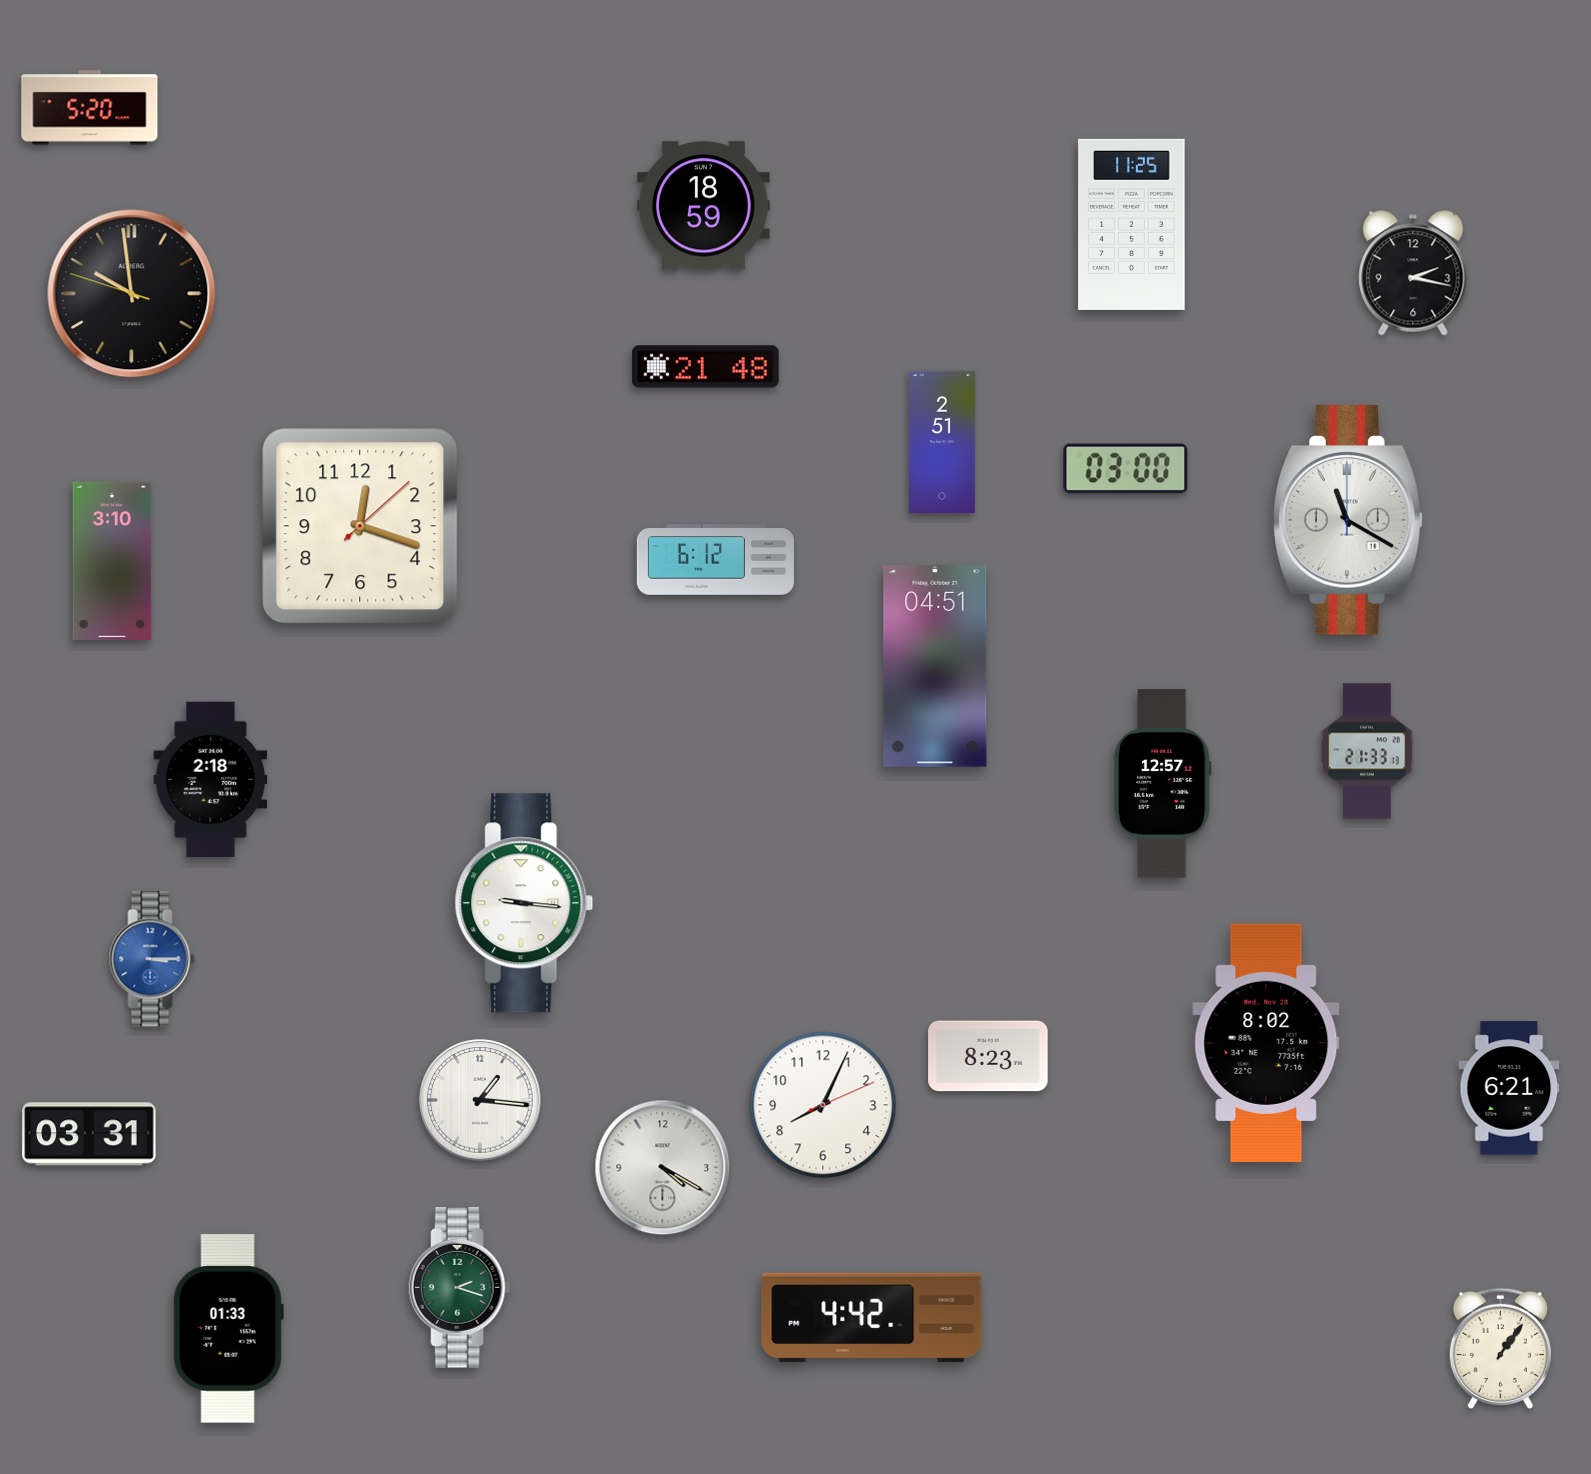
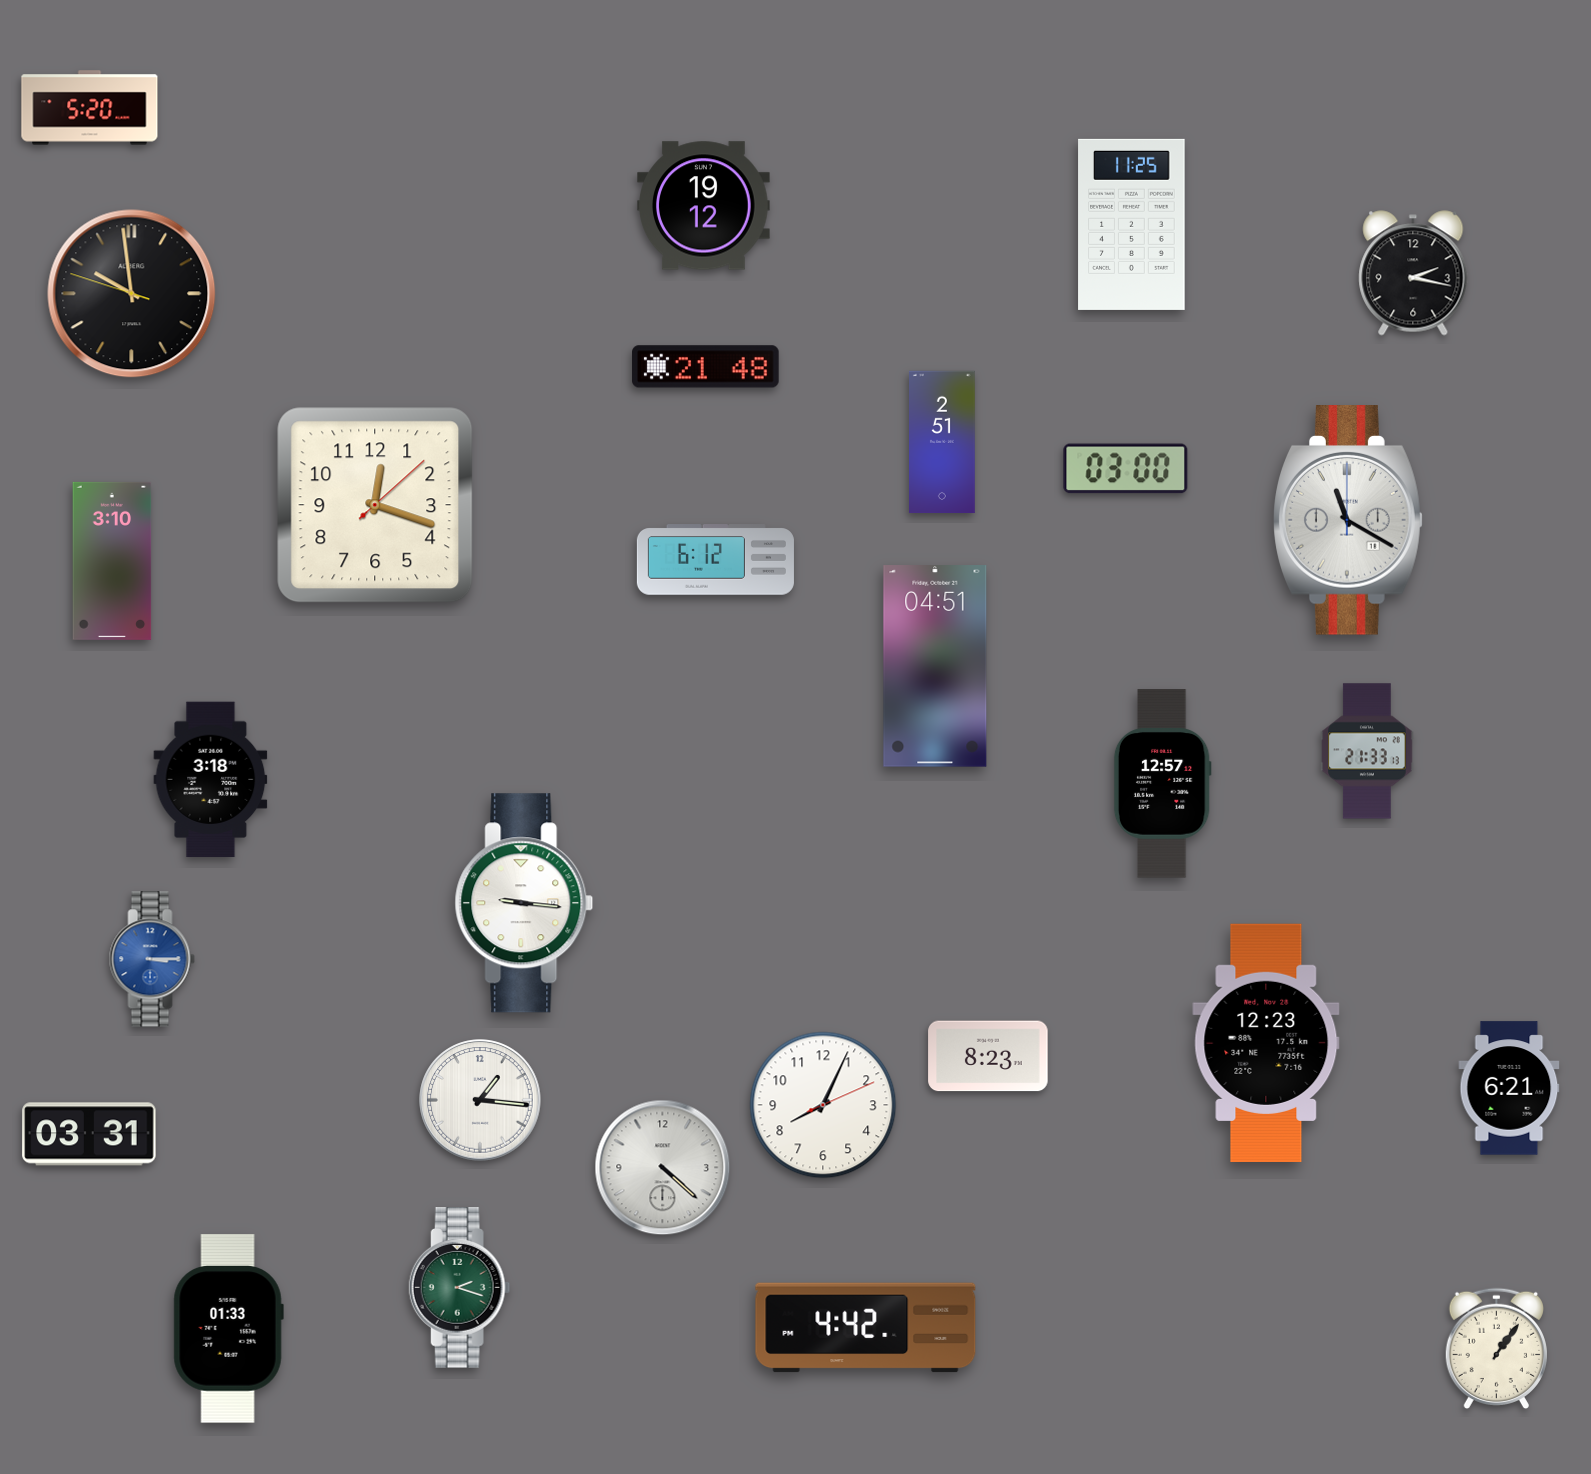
clock at (704, 206): 18:59 -> 19:12
clock at (360, 526) position: (360, 526) -> (375, 505)
clock at (211, 780): 2:18 -> 3:18
clock at (1266, 1043): 8:02 -> 12:23
clock at (663, 1168): 4:20 -> 4:22
clock at (872, 1318) position: (872, 1318) -> (866, 1328)
clock at (1500, 1349) position: (1500, 1349) -> (1496, 1349)
